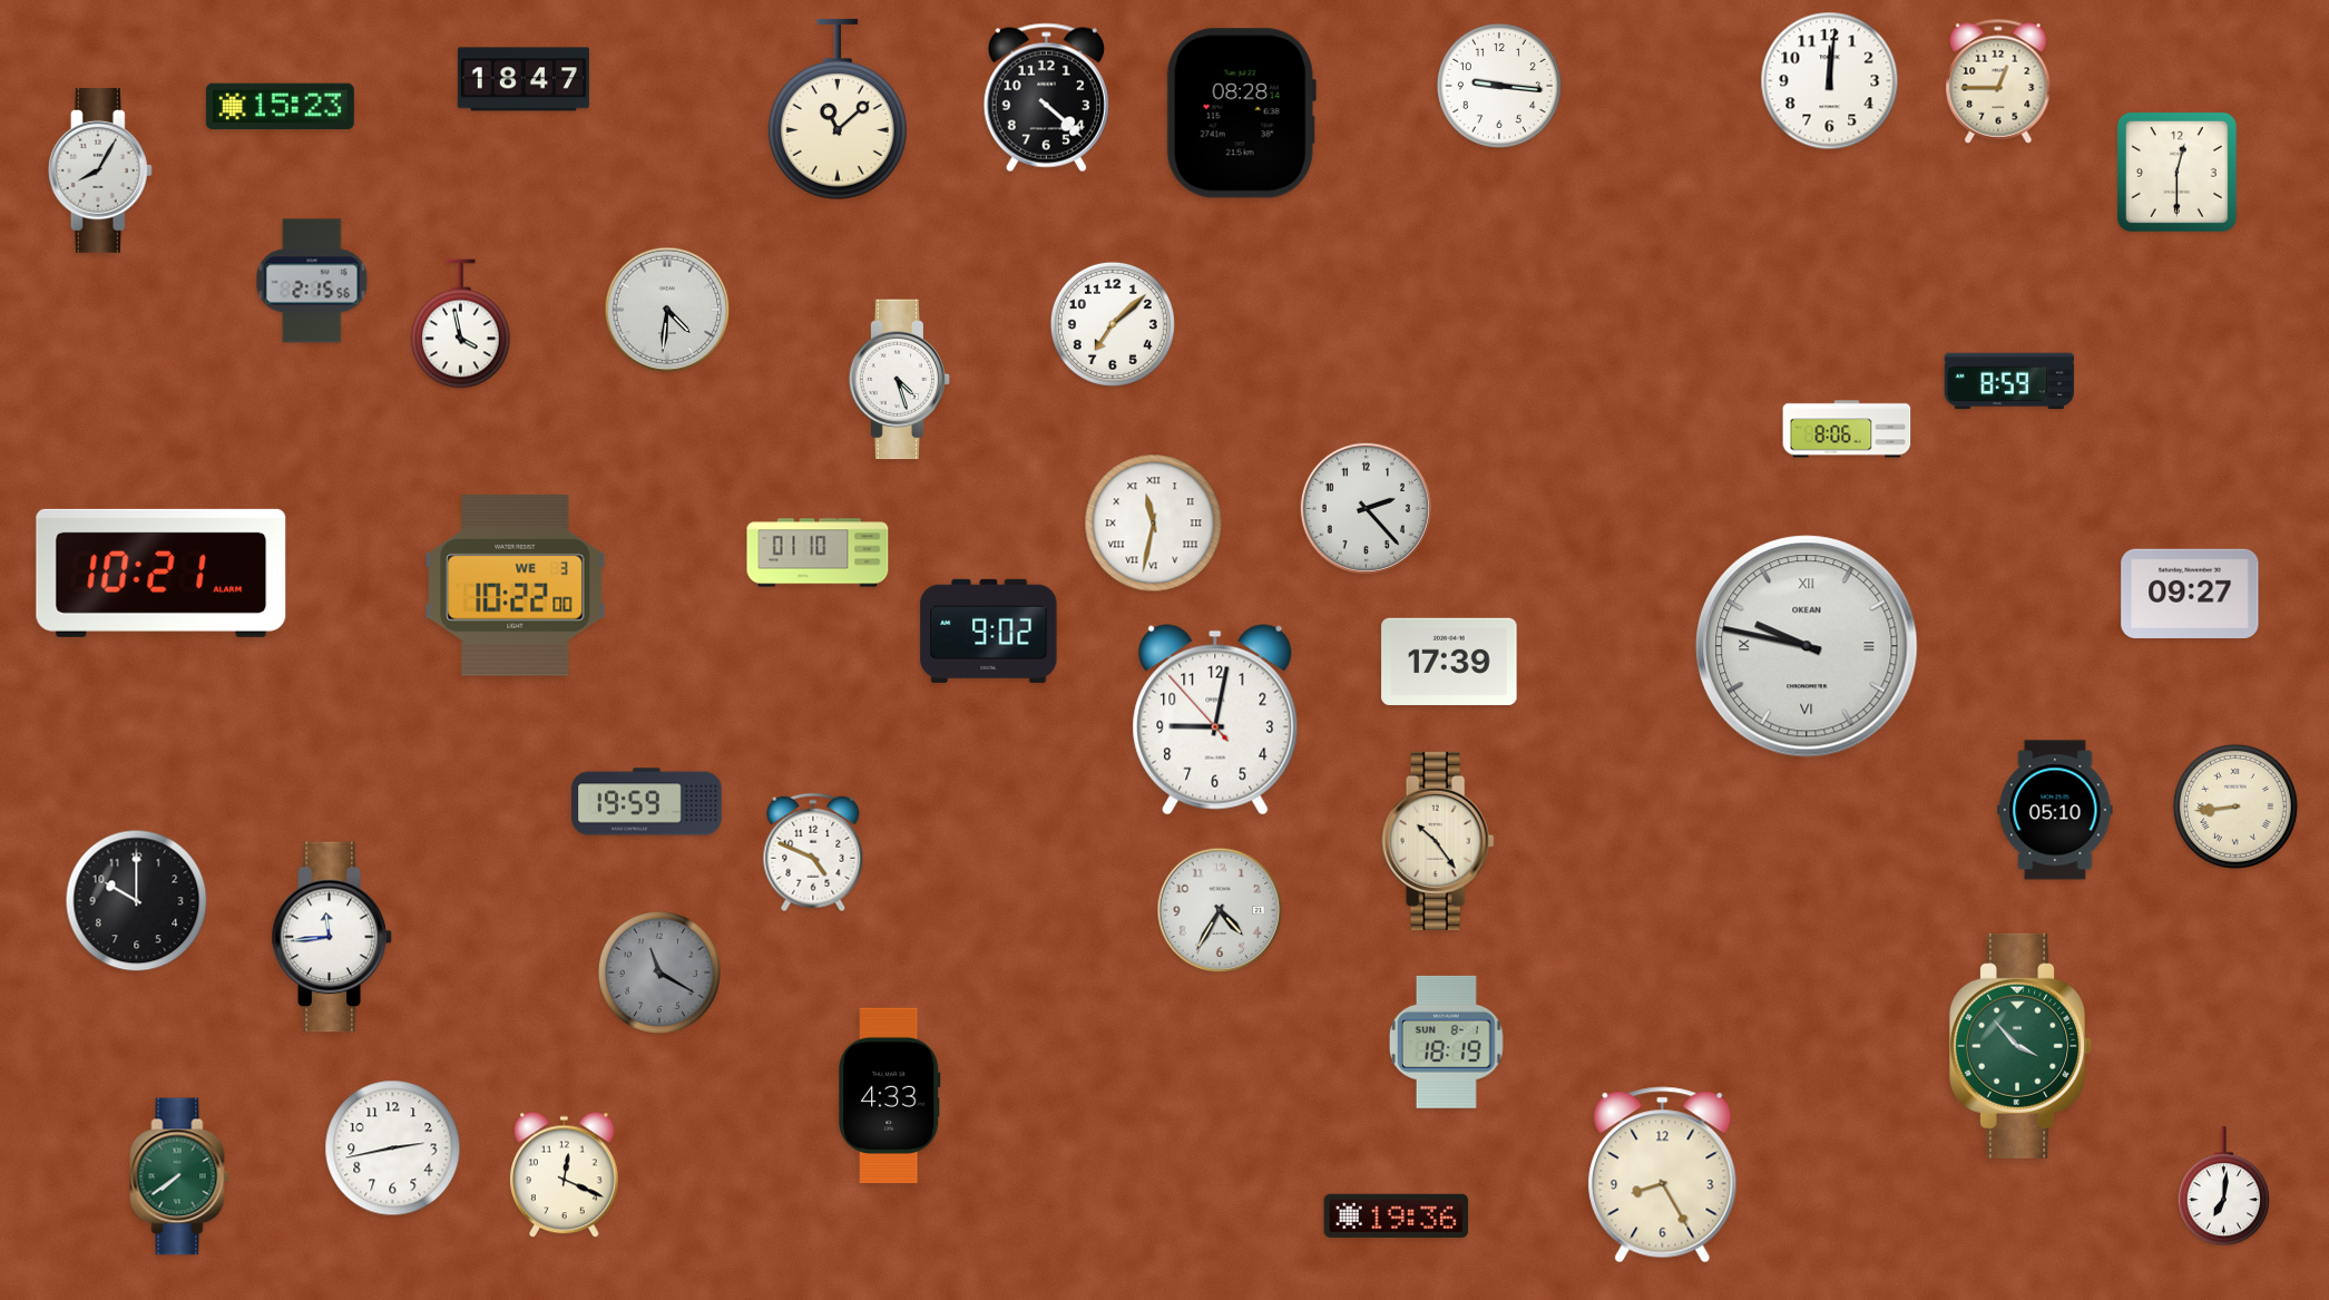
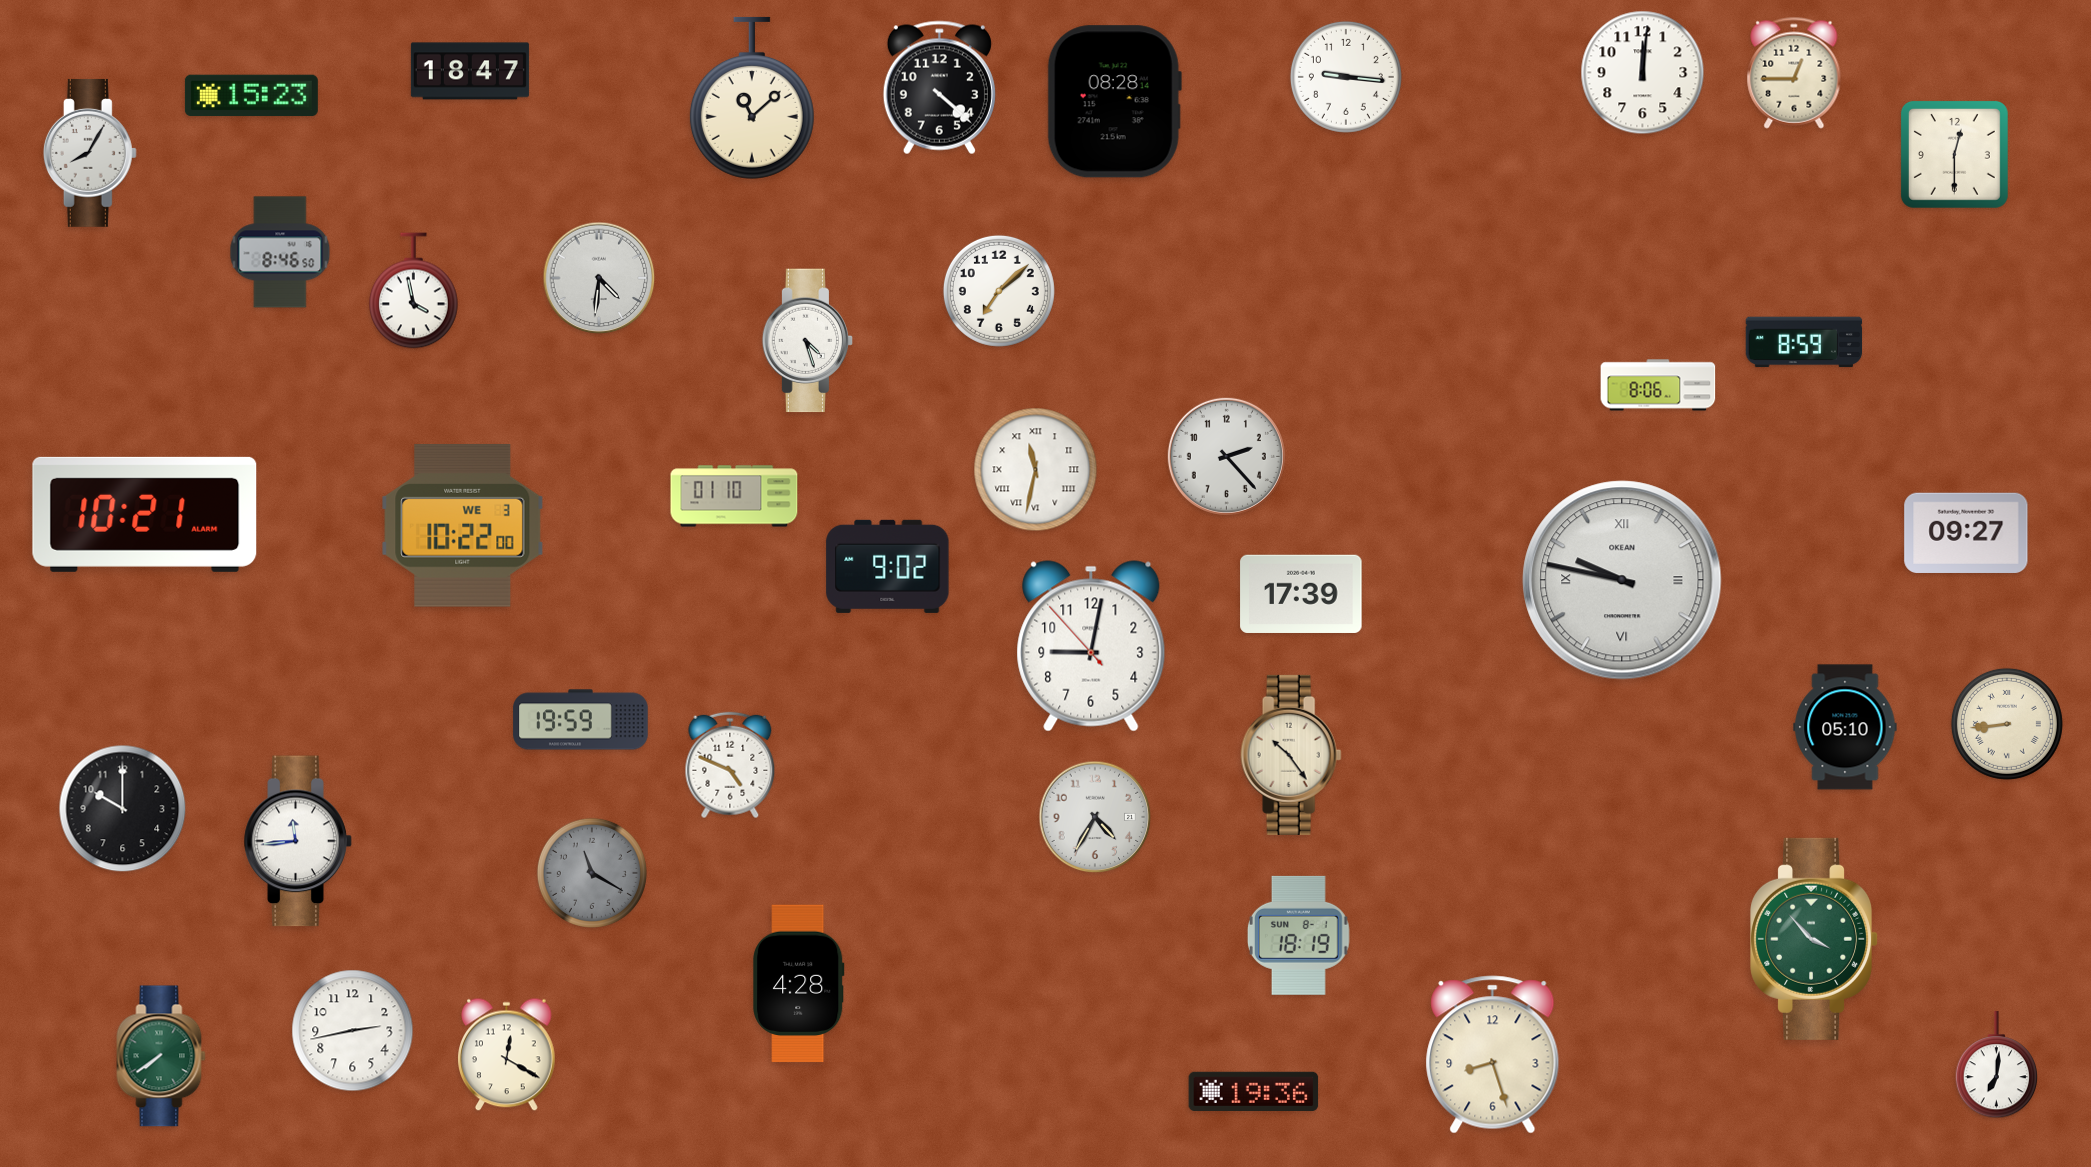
clock at (312, 281): 2:15 -> 8:46
clock at (890, 1096): 4:33 -> 4:28
clock at (565, 1175): 12:19 -> 12:20
clock at (1663, 1175): 8:25 -> 8:27
